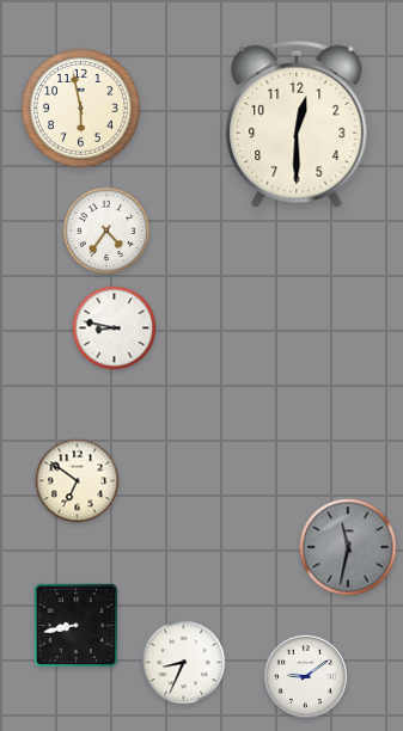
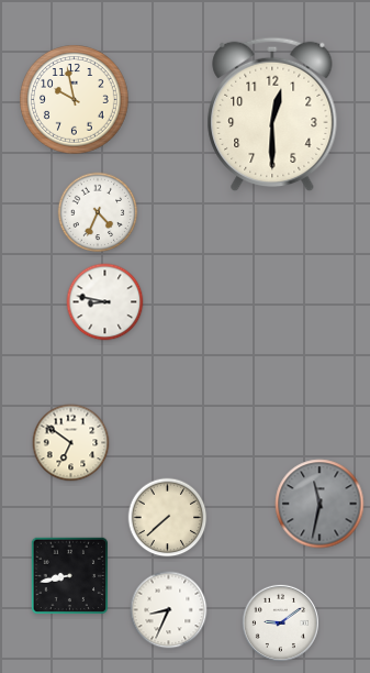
clock at (81, 109): 5:58 -> 9:58
clock at (106, 231): 4:36 -> 4:34
clock at (168, 518): none -> 7:38
